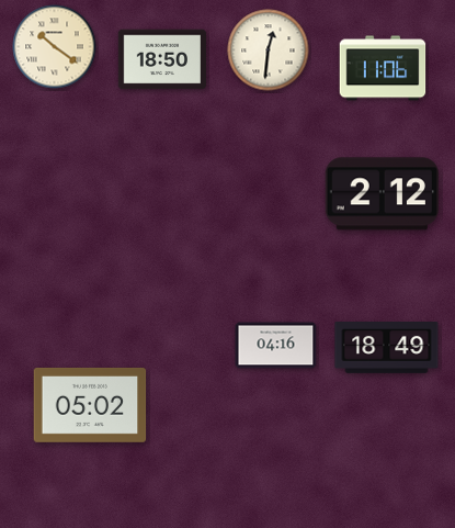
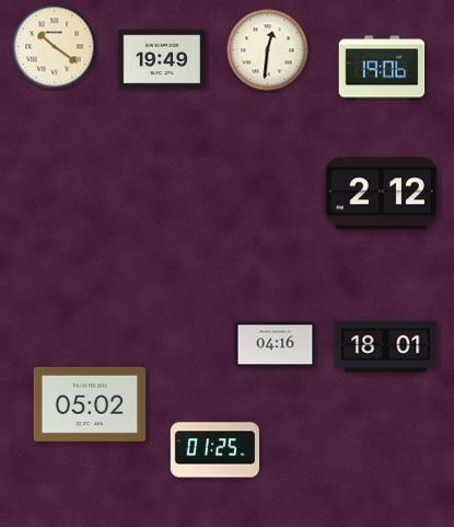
clock at (161, 59): 18:50 -> 19:49
clock at (383, 68): 11:06 -> 19:06
clock at (387, 348): 18:49 -> 18:01
clock at (214, 450): none -> 01:25
